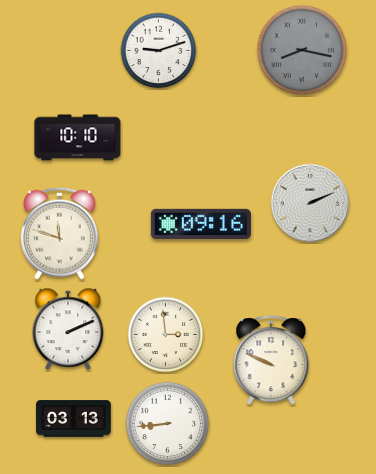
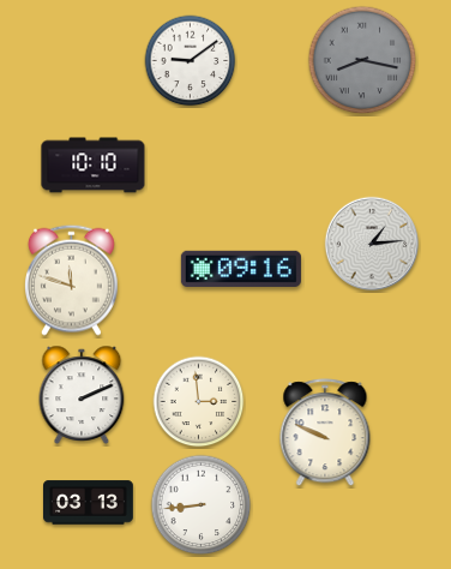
clock at (159, 51): 9:12 -> 9:09
clock at (309, 202): 2:11 -> 1:14
clock at (168, 424) position: (168, 424) -> (202, 505)
